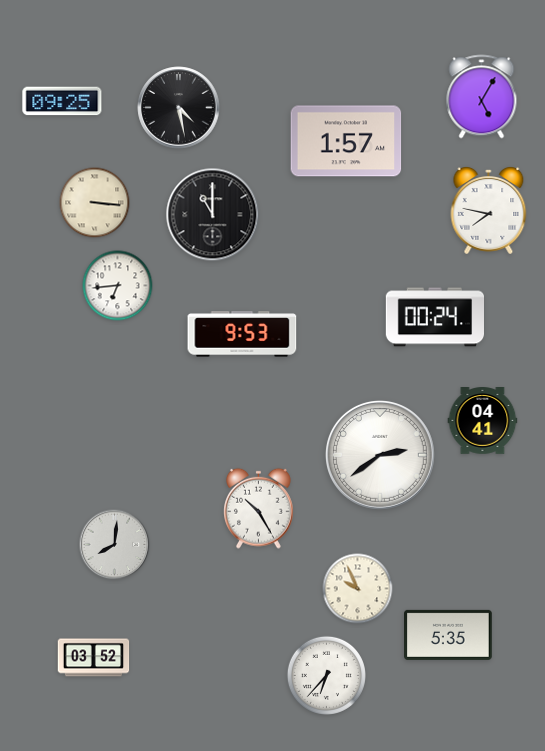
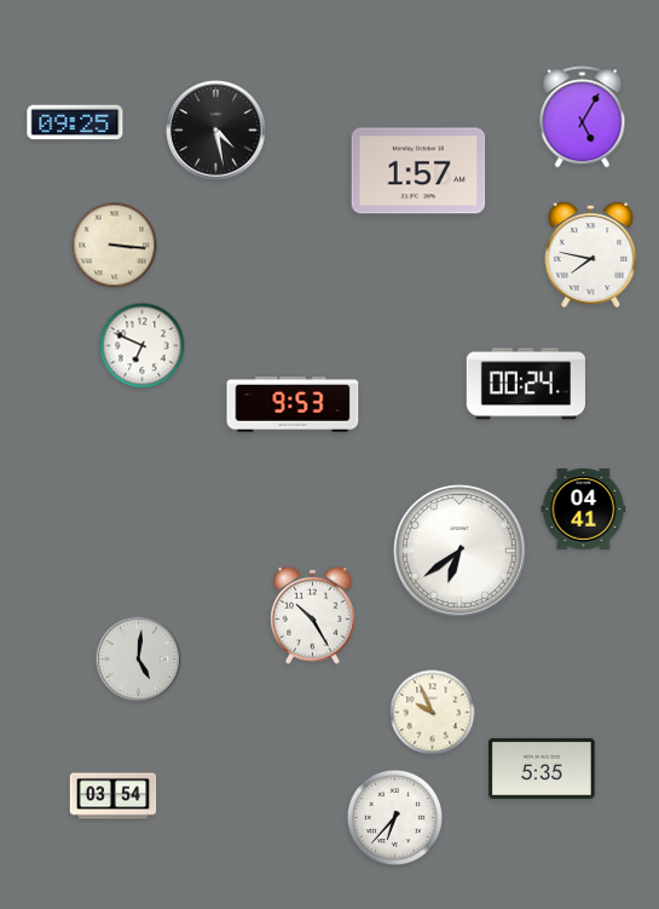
clock at (213, 215): 11:00 -> none
clock at (118, 286): 6:44 -> 6:49
clock at (380, 455): 2:39 -> 6:39
clock at (115, 545): 8:01 -> 5:01
clock at (94, 658): 03:52 -> 03:54
